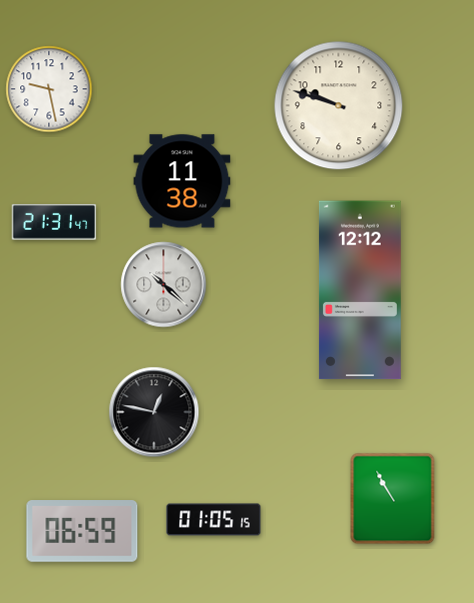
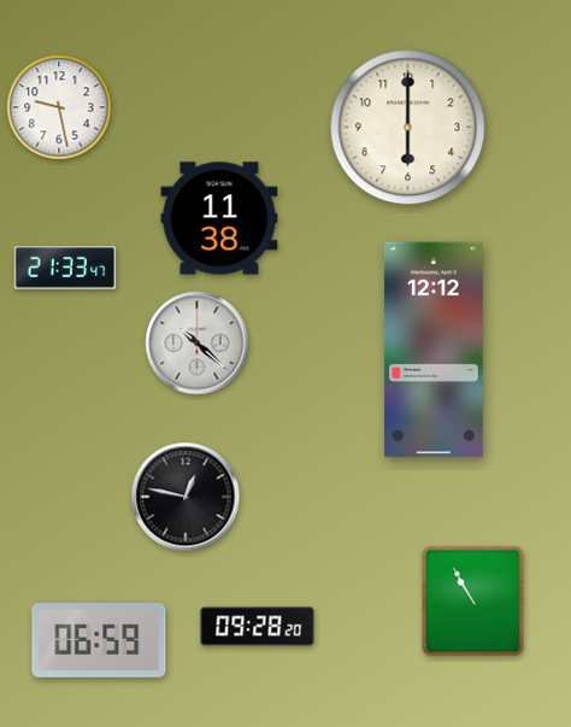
clock at (339, 106): 9:48 -> 6:00
clock at (54, 222): 21:31 -> 21:33
clock at (214, 520): 01:05 -> 09:28
